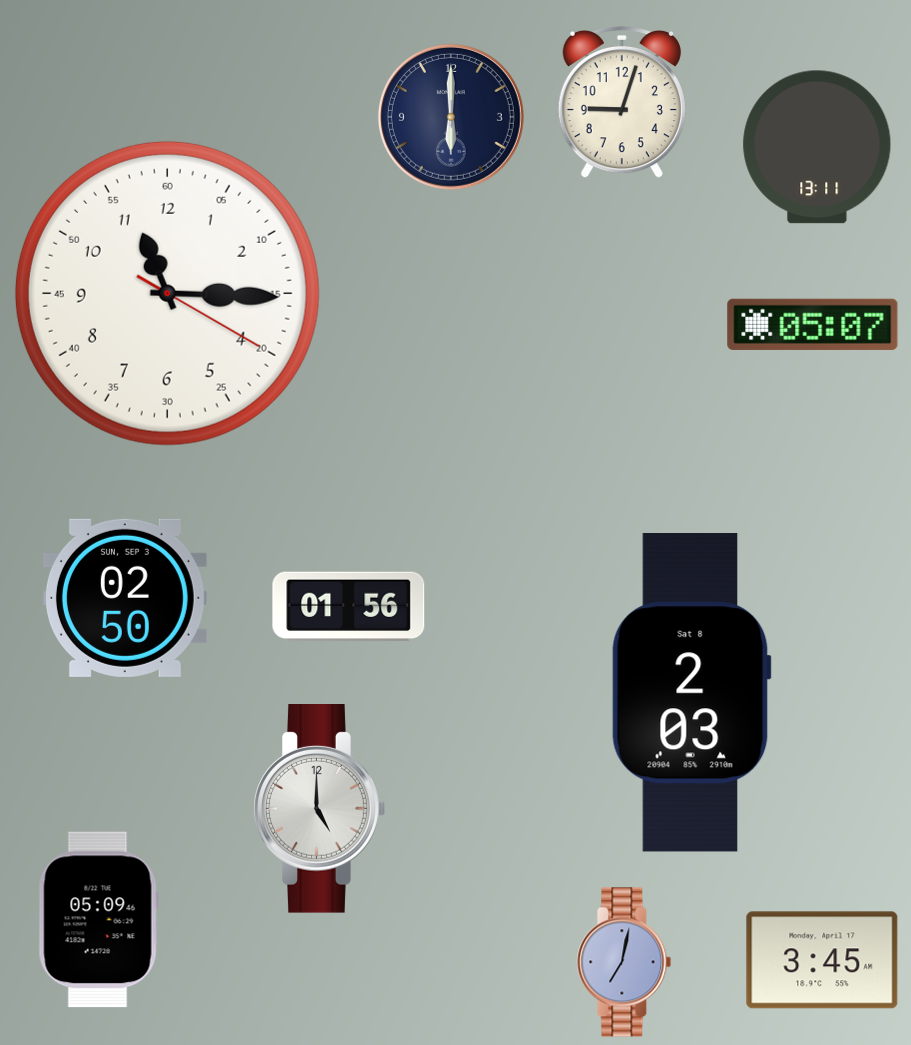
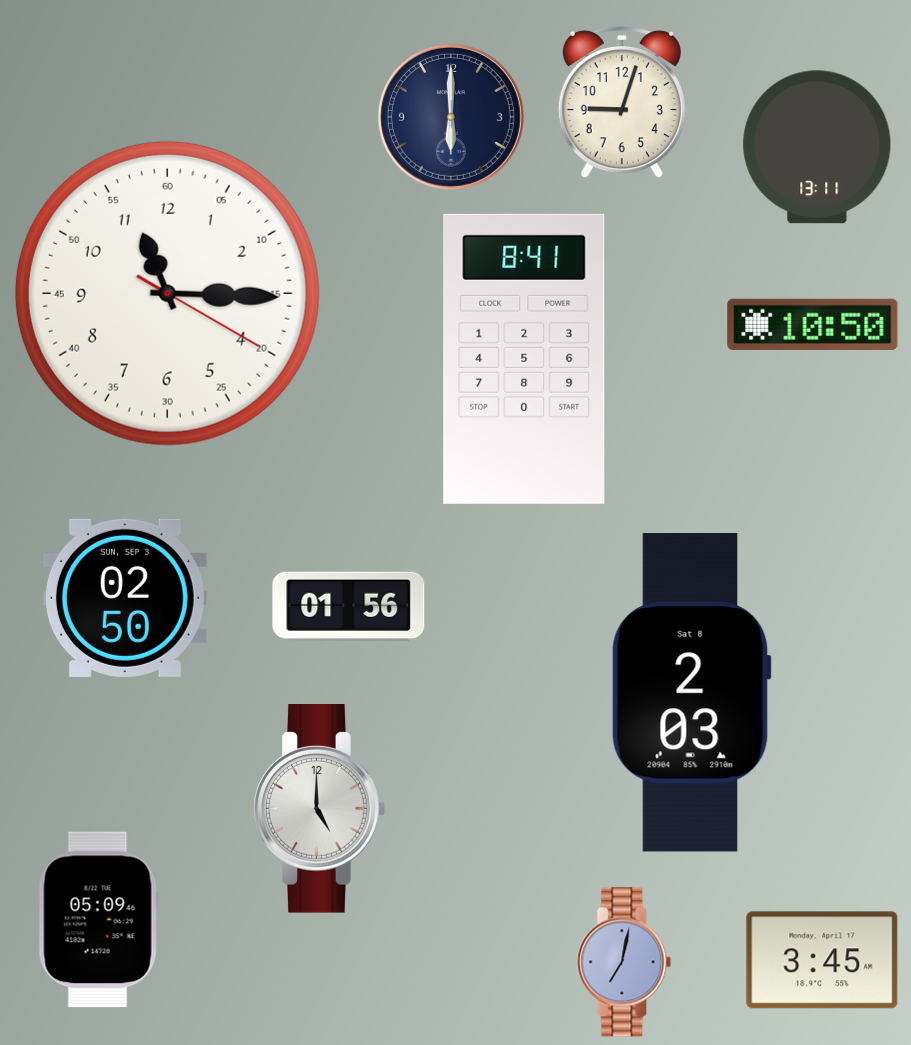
clock at (813, 324): 05:07 -> 10:50
clock at (524, 359): none -> 8:41
